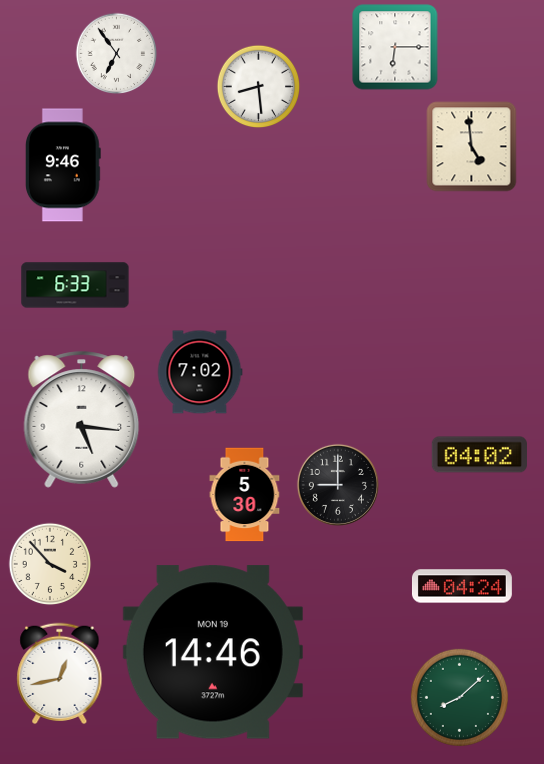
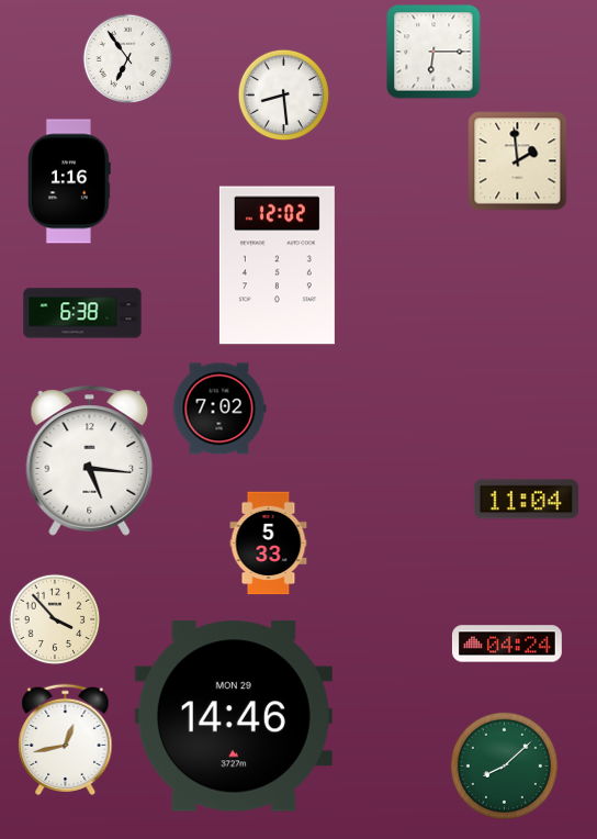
clock at (472, 147): 4:59 -> 1:59
clock at (64, 165): 9:46 -> 1:16
clock at (277, 266): none -> 12:02
clock at (75, 285): 6:33 -> 6:38
clock at (479, 455): 04:02 -> 11:04
clock at (338, 485): 9:00 -> none
clock at (245, 495): 5:30 -> 5:33
clock at (213, 652) date: MON 19 -> MON 29
